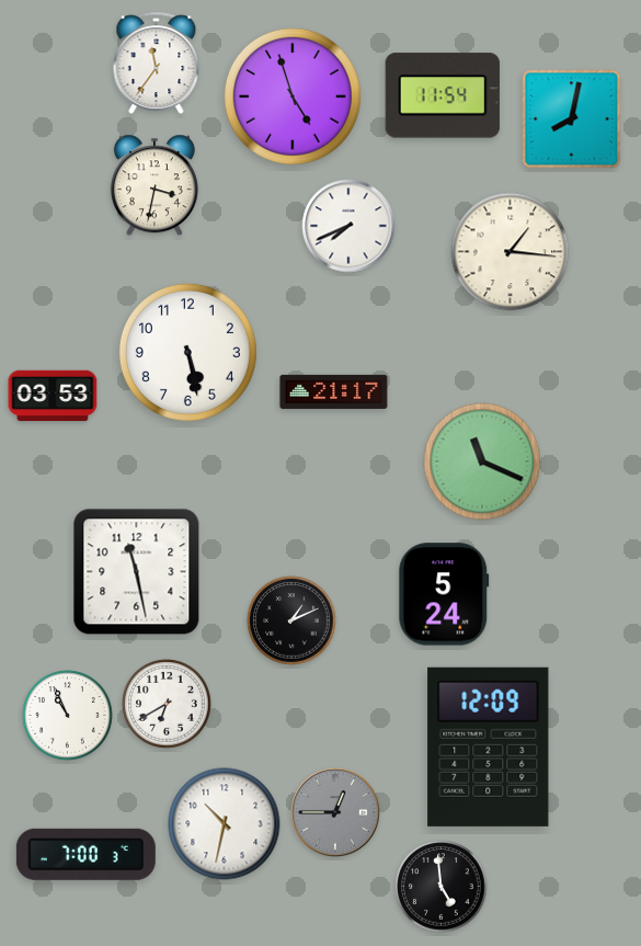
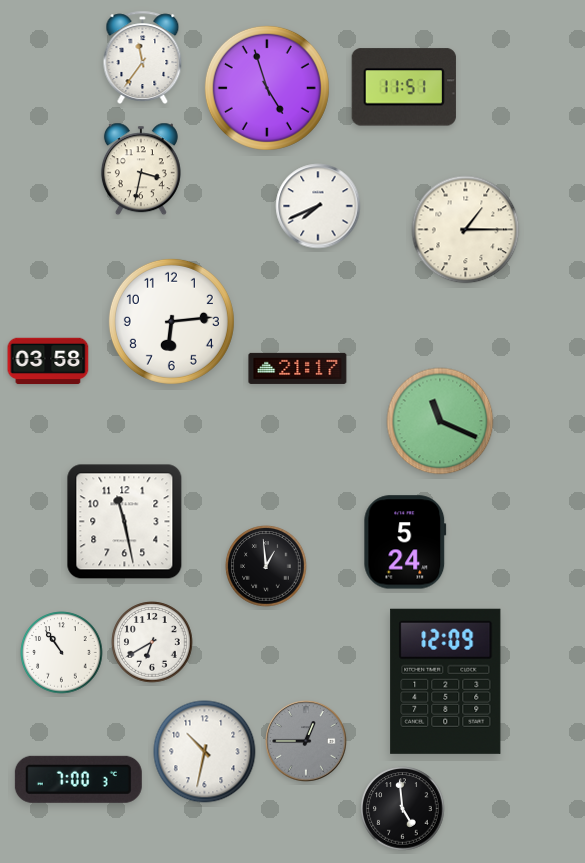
clock at (443, 95): 11:54 -> 11:51
clock at (572, 119): 8:02 -> none
clock at (511, 252): 1:16 -> 1:15
clock at (187, 352): 5:28 -> 6:14
clock at (334, 391) position: (334, 391) -> (298, 368)
clock at (53, 396): 03:53 -> 03:58
clock at (291, 620): 1:11 -> 12:59
clock at (68, 716): 10:56 -> 10:54
